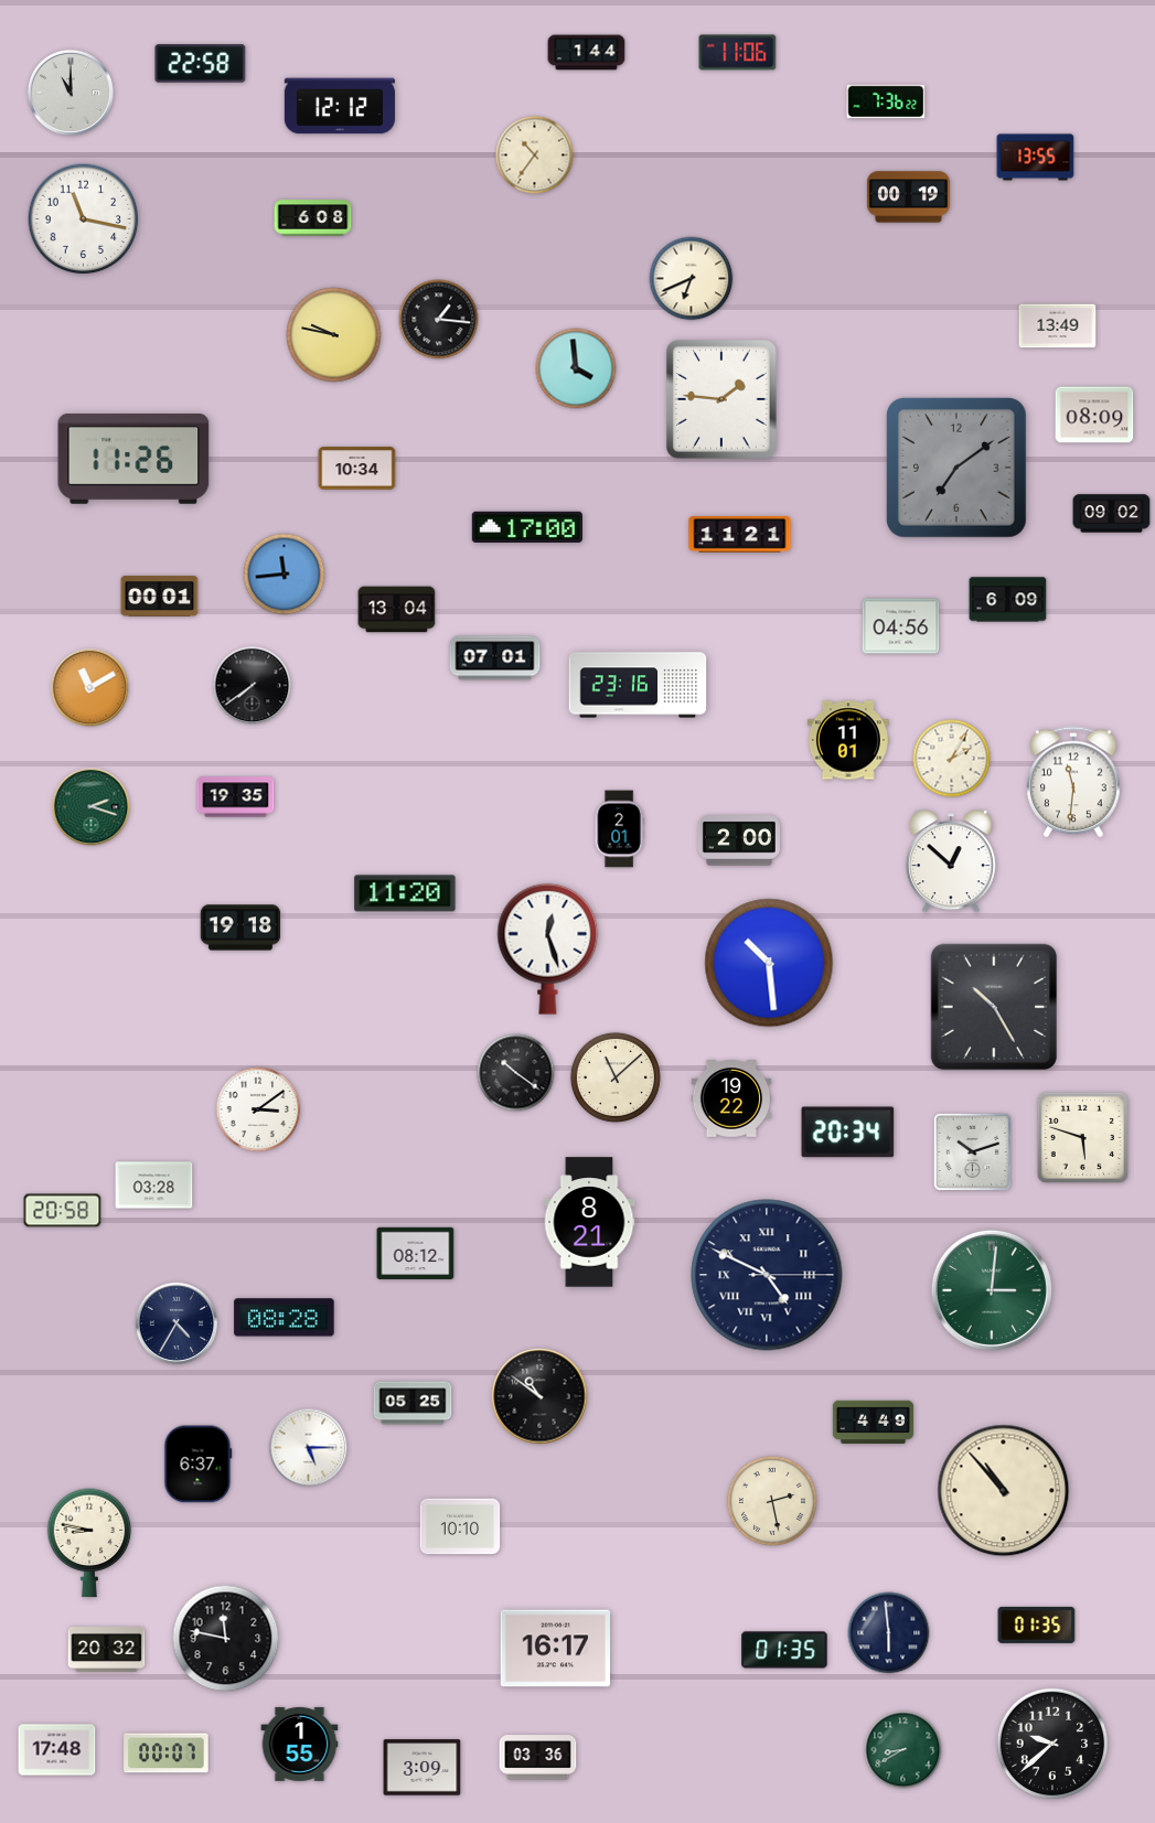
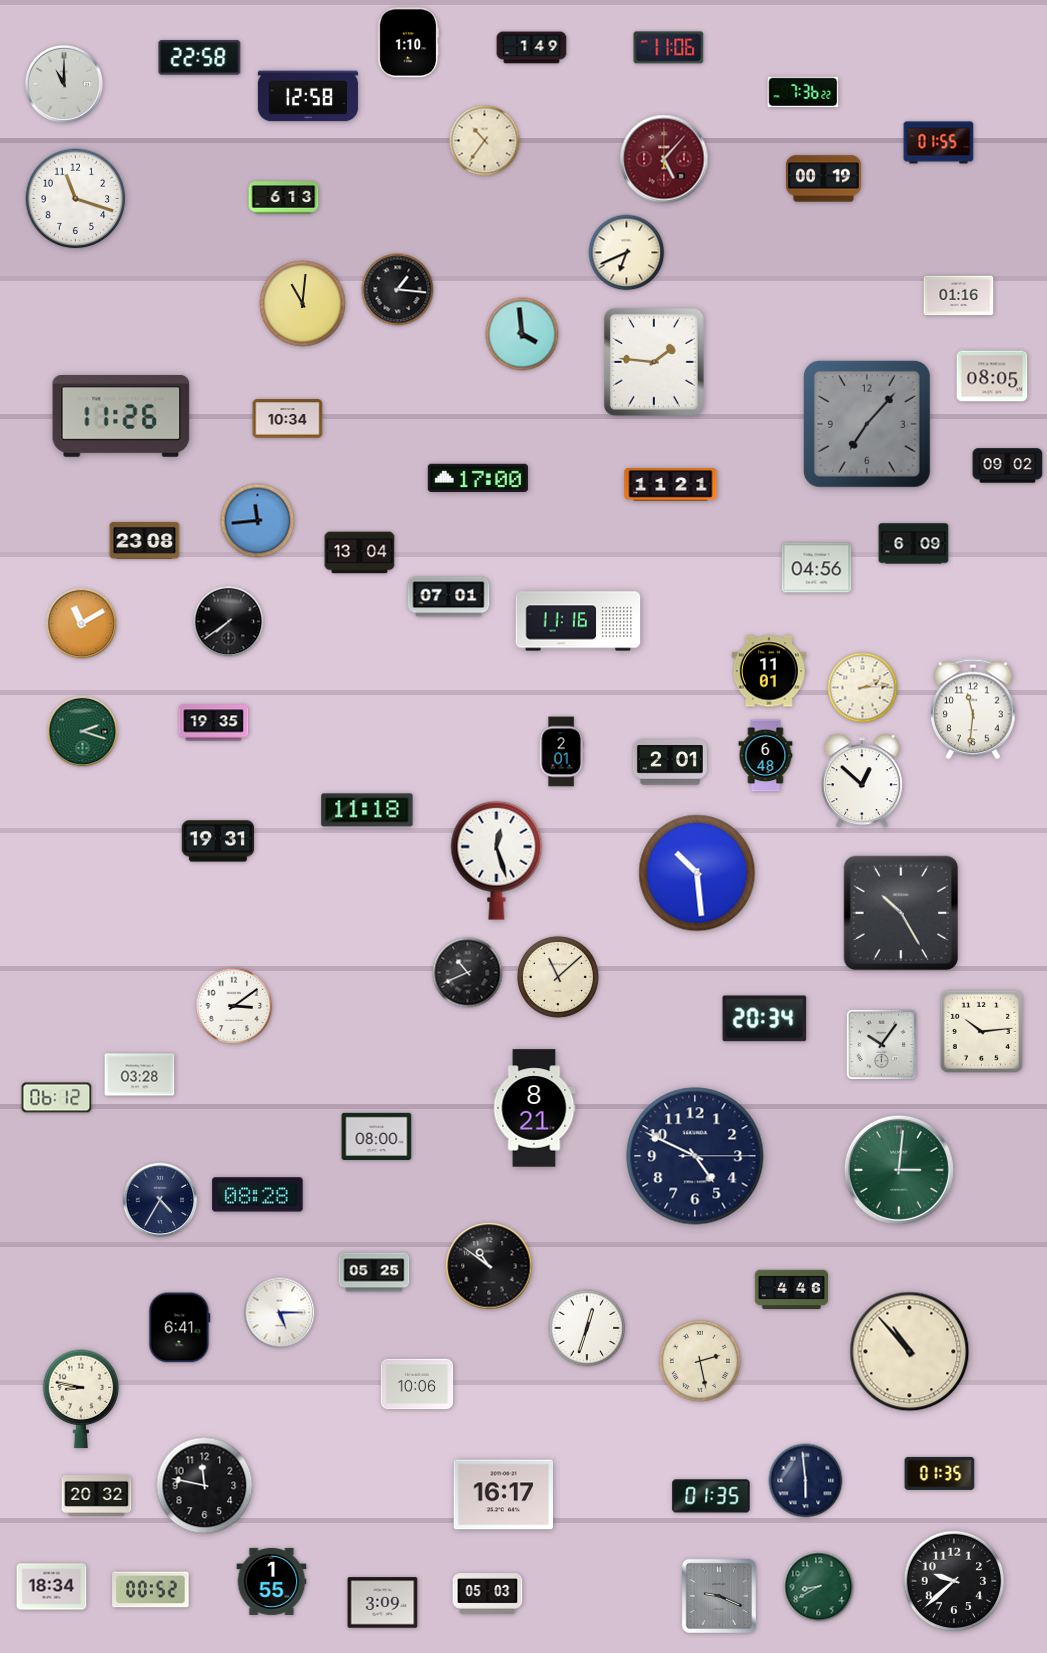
clock at (409, 43): none -> 1:10
clock at (587, 53): 1:44 -> 1:49
clock at (201, 64) position: (201, 64) -> (200, 58)
clock at (340, 106): 12:12 -> 12:58
clock at (1036, 158): 13:55 -> 01:55
clock at (664, 159): none -> 5:07
clock at (313, 218): 6:08 -> 6:13
clock at (84, 219): 11:17 -> 11:18
clock at (1058, 326): 13:49 -> 01:16
clock at (334, 335): 9:47 -> 11:01
clock at (1094, 415): 08:09 -> 08:05
clock at (956, 468): 7:09 -> 7:07
clock at (357, 469) position: (357, 469) -> (288, 419)
clock at (160, 596): 00:01 -> 23:08
clock at (638, 685): 23:16 -> 11:16
clock at (952, 759): 2:05 -> 2:14
clock at (766, 756): none -> 6:48
clock at (739, 840): 2:00 -> 2:01
clock at (405, 893): 11:20 -> 11:18
clock at (240, 927): 19:18 -> 19:31
clock at (516, 1073): 10:21 -> 10:41
clock at (731, 1098): 19:22 -> none
clock at (848, 1133) position: (848, 1133) -> (765, 1019)
clock at (1082, 1137): 5:48 -> 10:14
clock at (973, 1152): 10:12 -> 10:06
clock at (63, 1211): 20:58 -> 06:12
clock at (416, 1253): 08:12 -> 08:00
clock at (767, 1275) numerals: Roman -> Arabic
clock at (873, 1423): 4:49 -> 4:46
clock at (199, 1465): 6:37 -> 6:41
clock at (587, 1328): none -> 12:33
clock at (460, 1526): 10:10 -> 10:06
clock at (57, 1750): 17:48 -> 18:34
clock at (167, 1754): 00:07 -> 00:52
clock at (538, 1758): 03:36 -> 05:03
clock at (718, 1595): none -> 9:19
